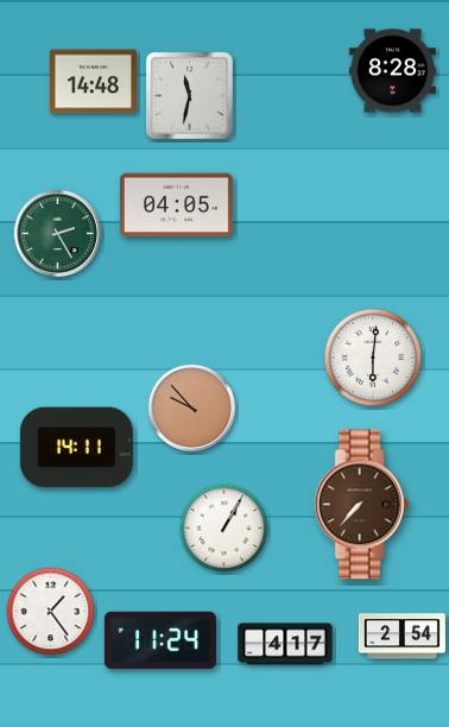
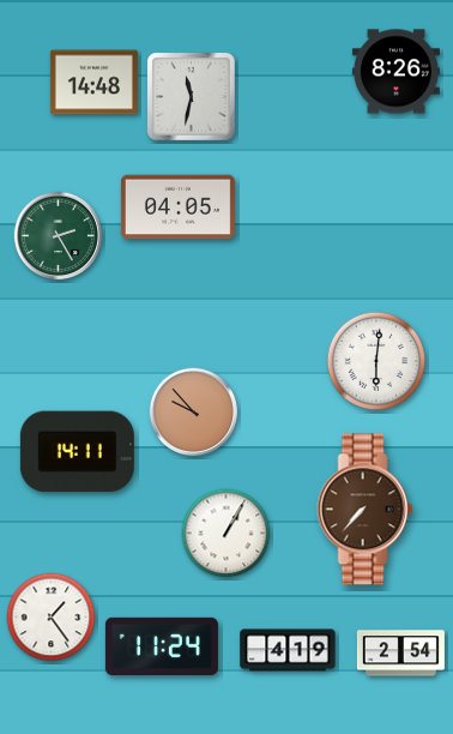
clock at (392, 71): 8:28 -> 8:26
clock at (401, 637) position: (401, 637) -> (400, 654)
clock at (285, 644): 4:17 -> 4:19
